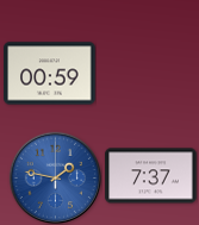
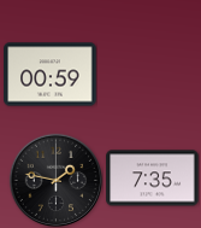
clock at (151, 176): 7:37 -> 7:35
clock at (55, 177) dial: blue -> black
